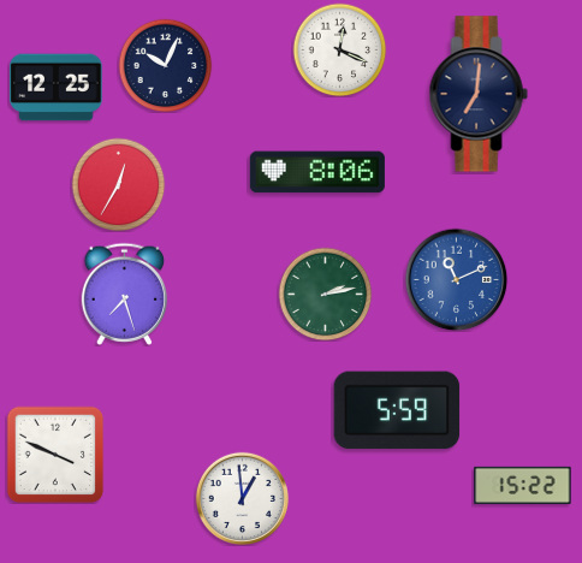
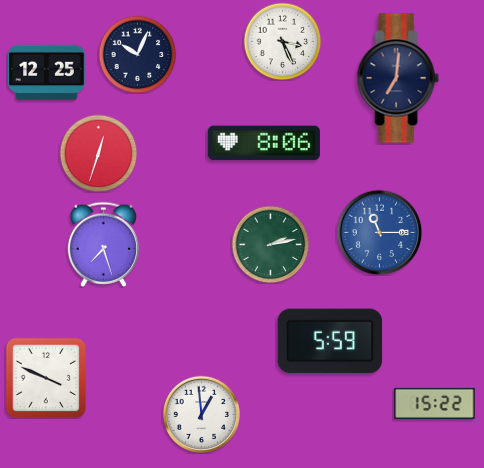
clock at (339, 49): 12:19 -> 3:26
clock at (118, 184): 12:35 -> 12:33
clock at (456, 279): 11:11 -> 11:15
